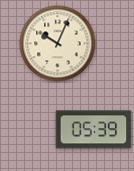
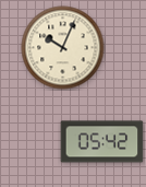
clock at (94, 130): 05:39 -> 05:42
